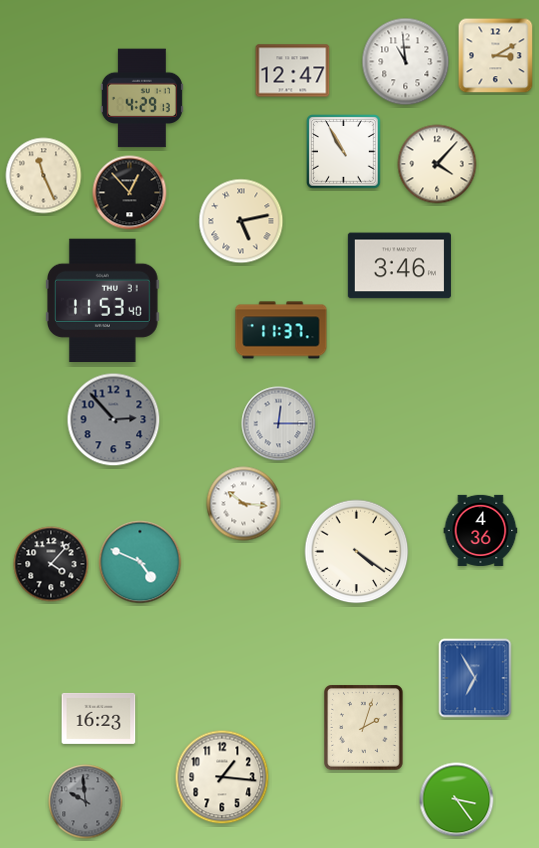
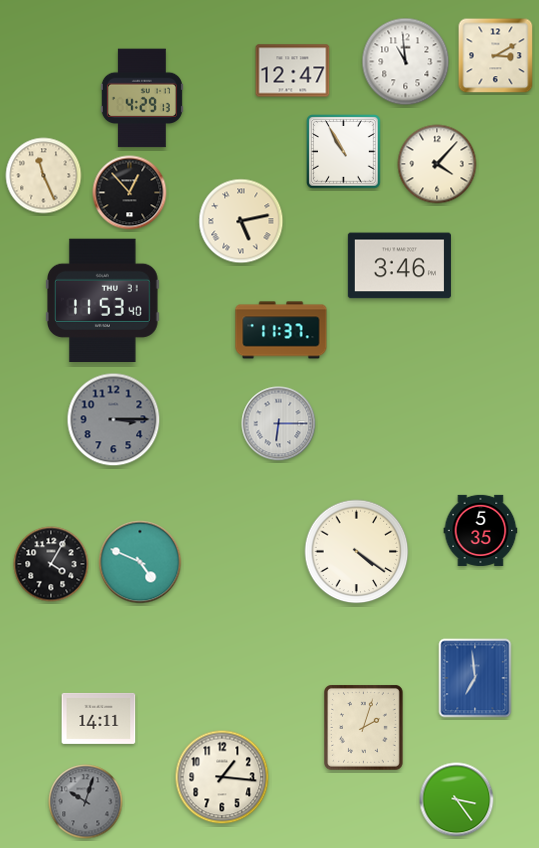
clock at (114, 420): 2:53 -> 3:15
clock at (279, 424): 12:15 -> 6:15
clock at (244, 504): 10:16 -> none
clock at (481, 530): 4:36 -> 5:35
clock at (51, 564): 4:07 -> 4:05
clock at (475, 678): 6:55 -> 6:59
clock at (99, 718): 16:23 -> 14:11
clock at (86, 802): 9:59 -> 10:03
